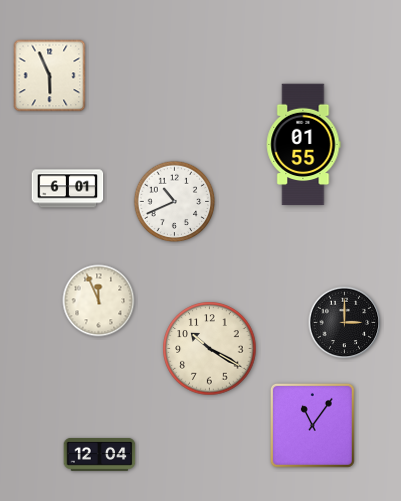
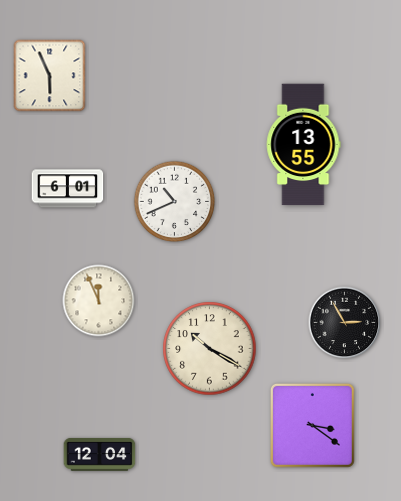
clock at (303, 145): 01:55 -> 13:55
clock at (345, 323): 3:00 -> 2:55
clock at (312, 425): 11:06 -> 3:21
